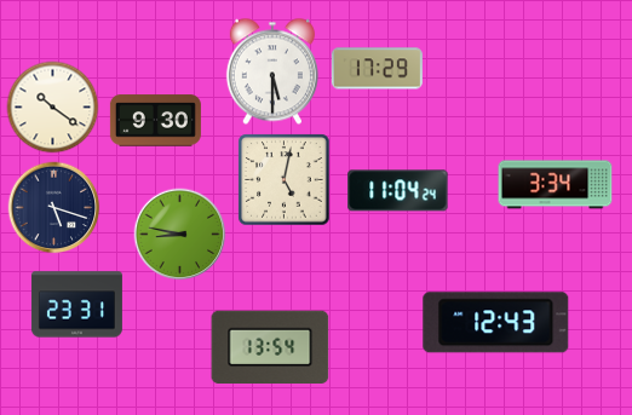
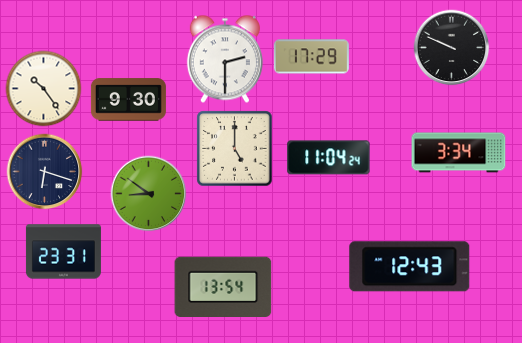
clock at (452, 48): none -> 9:49
clock at (272, 71): 5:30 -> 2:30
clock at (53, 108): 10:21 -> 10:24
clock at (285, 180): 5:02 -> 5:00
clock at (54, 208): 5:18 -> 6:18
clock at (180, 235): 8:47 -> 8:51
